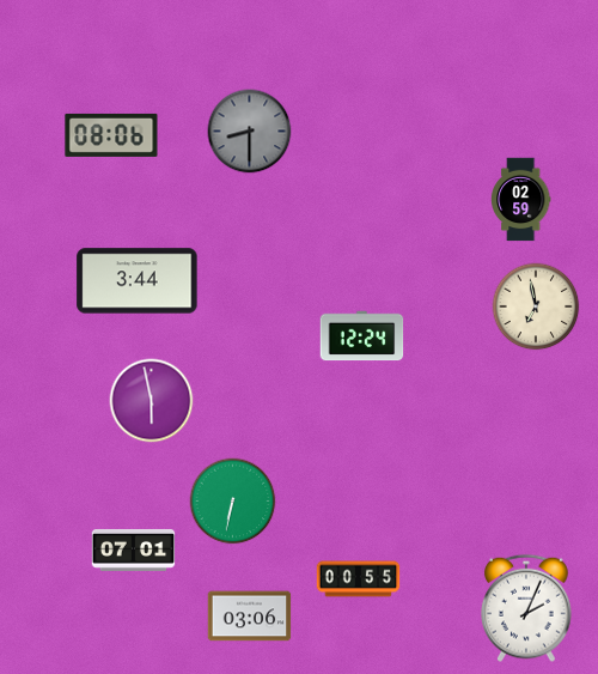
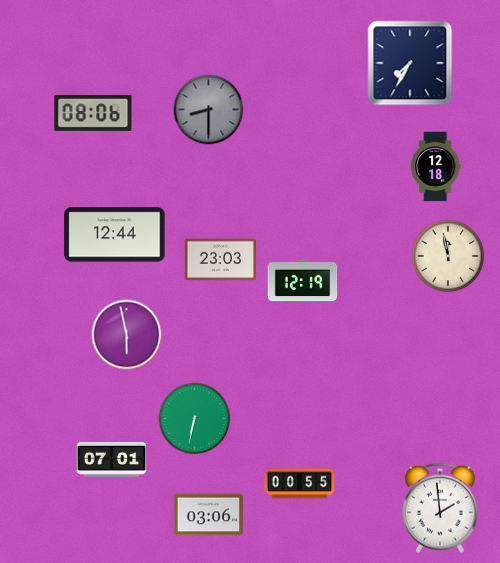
clock at (410, 63): none -> 7:35
clock at (520, 200): 02:59 -> 12:18
clock at (138, 281): 3:44 -> 12:44
clock at (536, 306): 6:58 -> 11:58
clock at (220, 260): none -> 23:03
clock at (362, 336): 12:24 -> 12:19
clock at (527, 608): 2:04 -> 1:59
